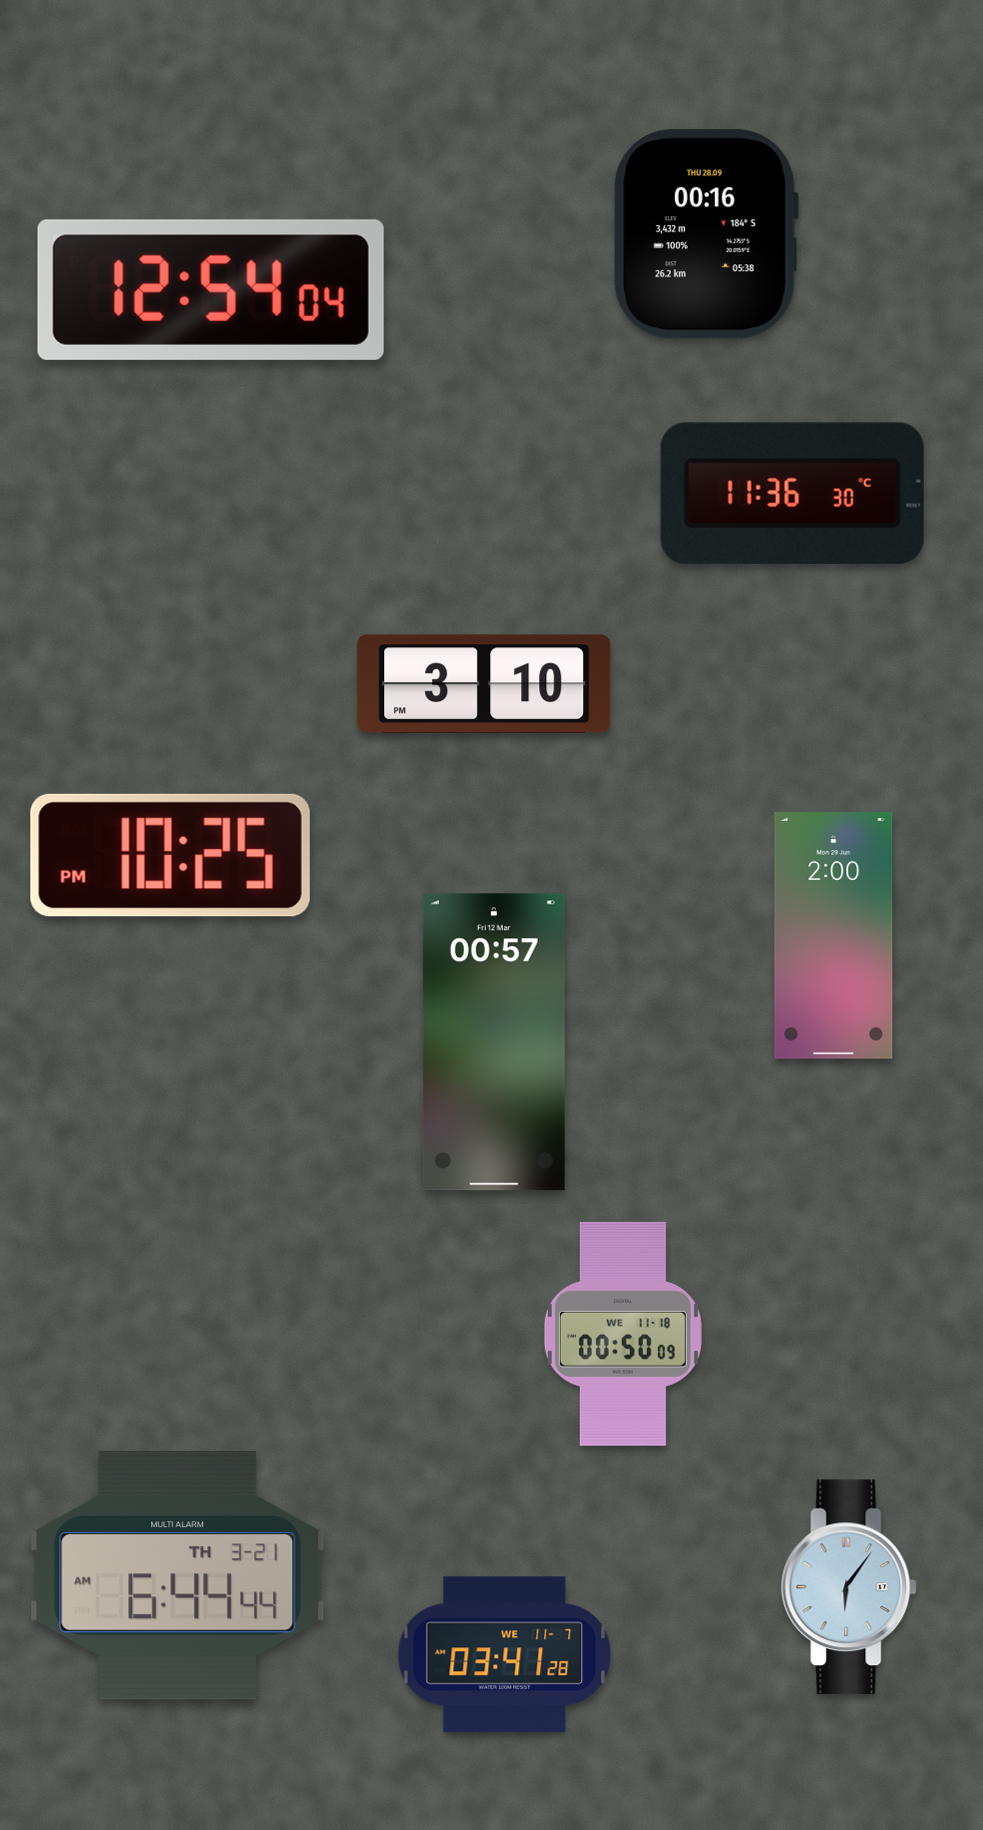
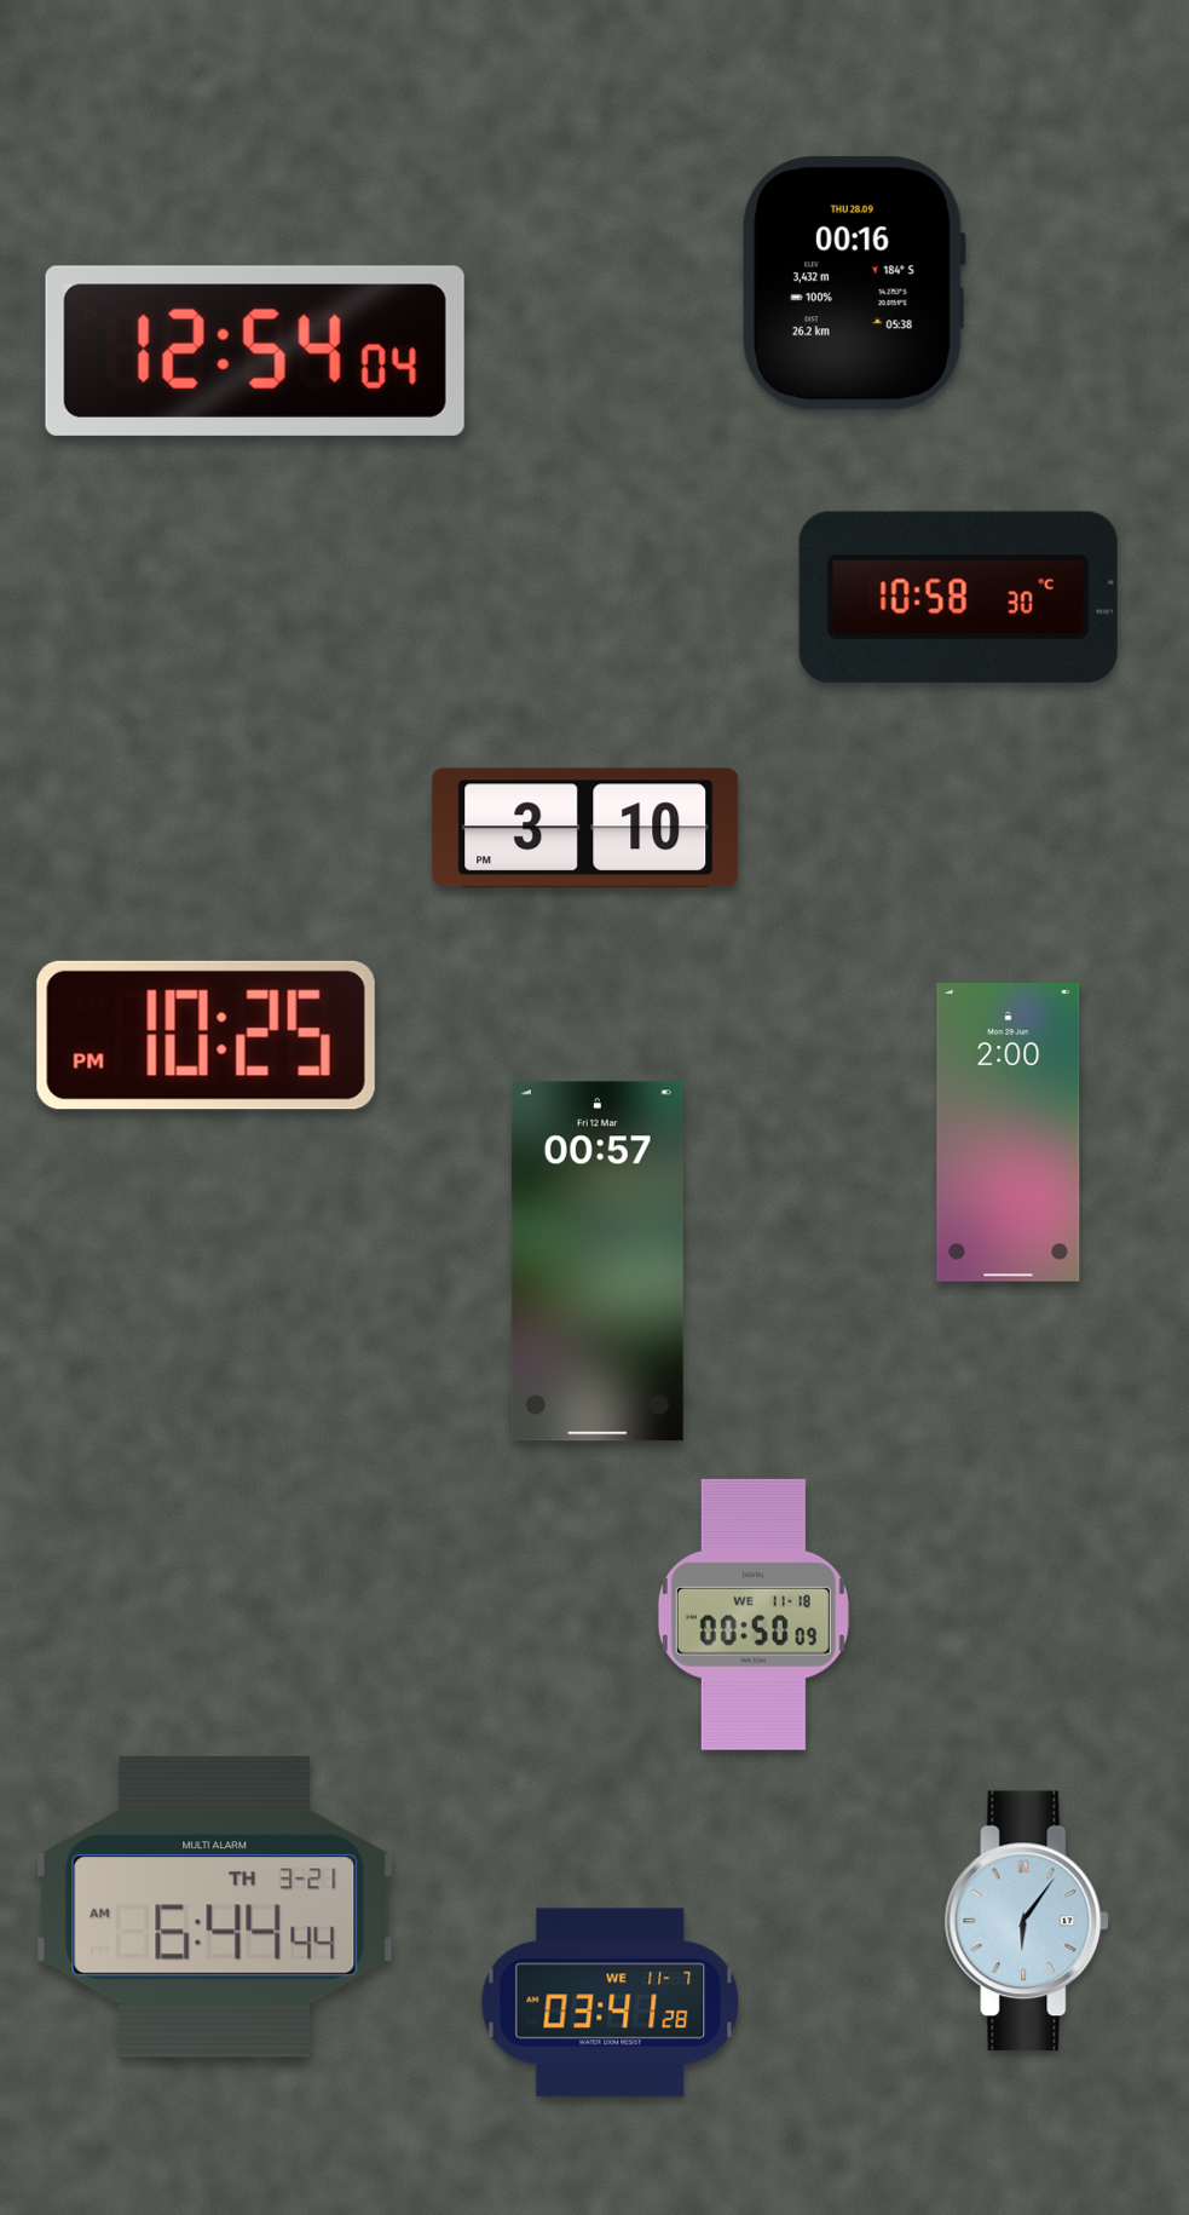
clock at (792, 493): 11:36 -> 10:58
